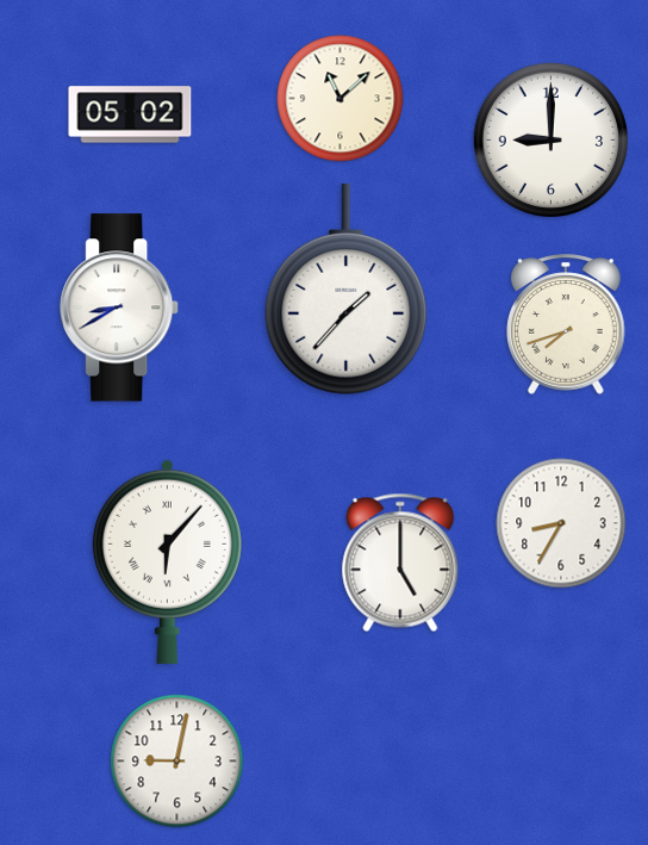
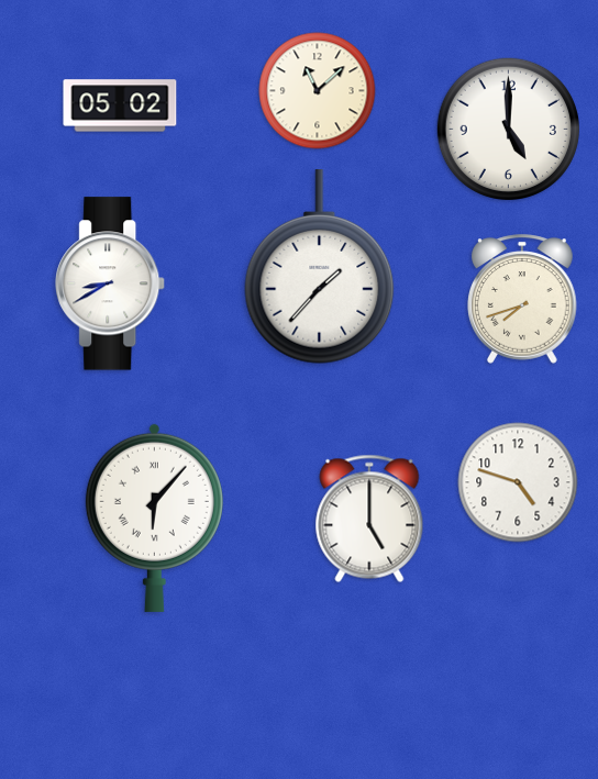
clock at (341, 99) position: (341, 99) -> (318, 91)
clock at (550, 139): 9:00 -> 5:00
clock at (561, 523): 8:35 -> 4:48
clock at (177, 762): 9:02 -> none
